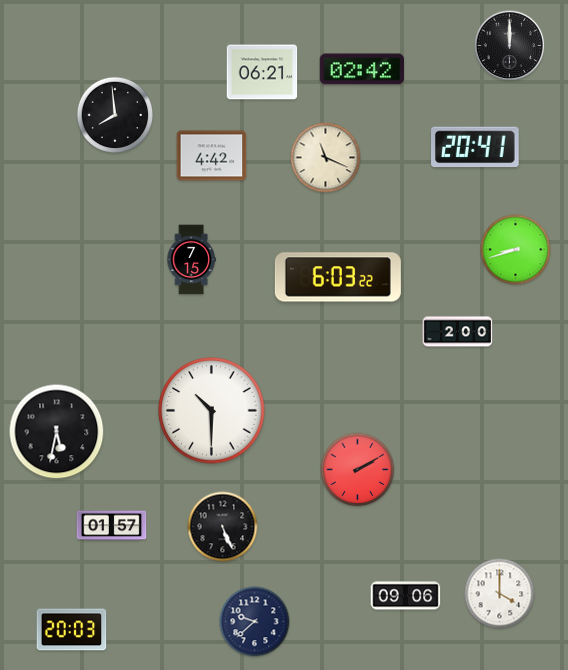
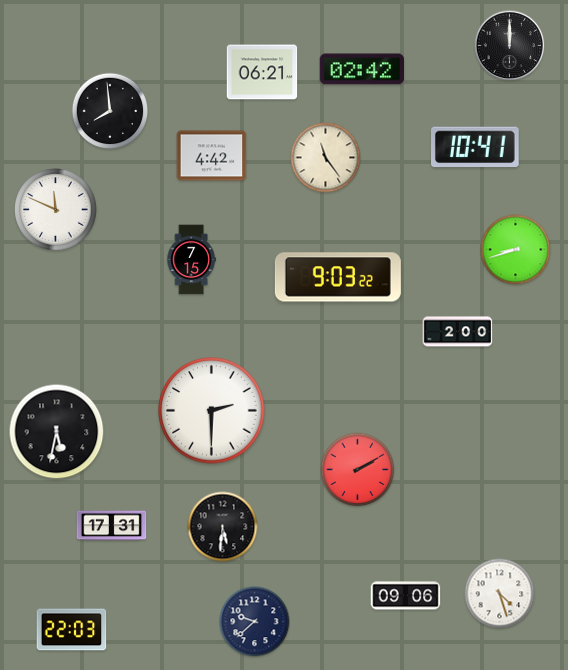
clock at (115, 115) position: (115, 115) -> (110, 111)
clock at (476, 147): 20:41 -> 10:41
clock at (326, 158): 11:19 -> 11:24
clock at (56, 210): none -> 11:49
clock at (338, 277): 6:03 -> 9:03
clock at (212, 411): 10:30 -> 2:30
clock at (112, 526): 01:57 -> 17:31
clock at (223, 527): 5:26 -> 5:31
clock at (500, 594): 4:00 -> 4:27
clock at (72, 630): 20:03 -> 22:03
